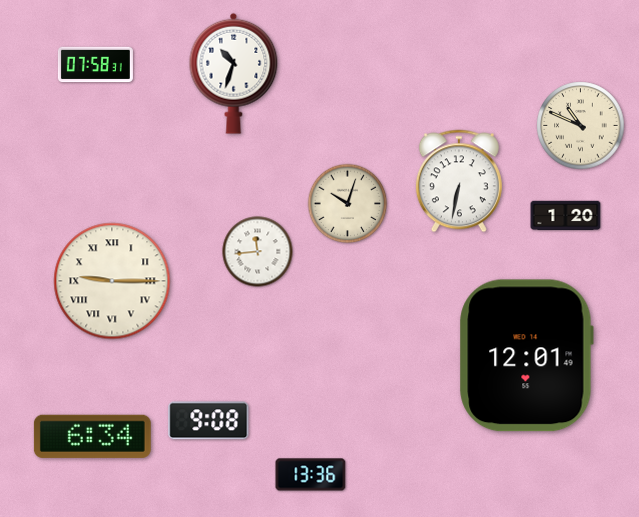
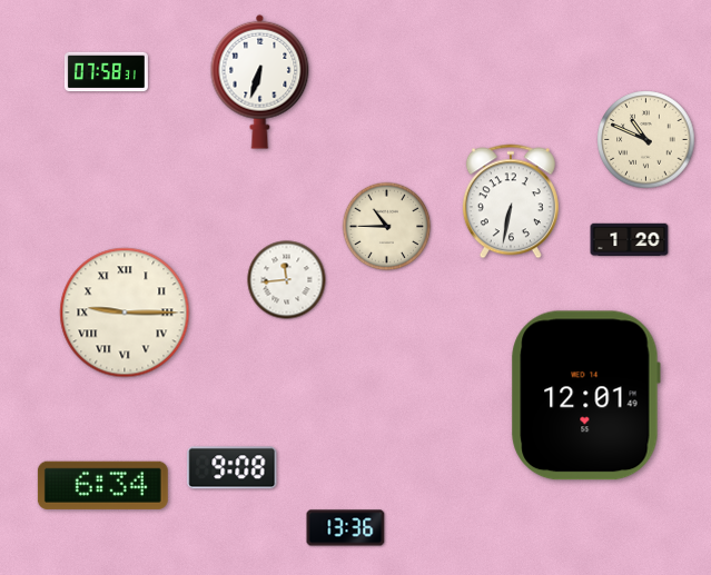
clock at (234, 73): 10:33 -> 6:33
clock at (348, 204): 10:03 -> 10:45
